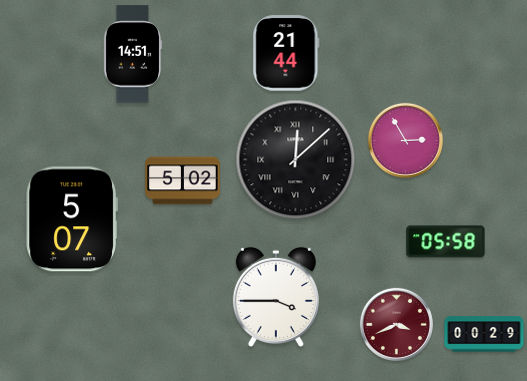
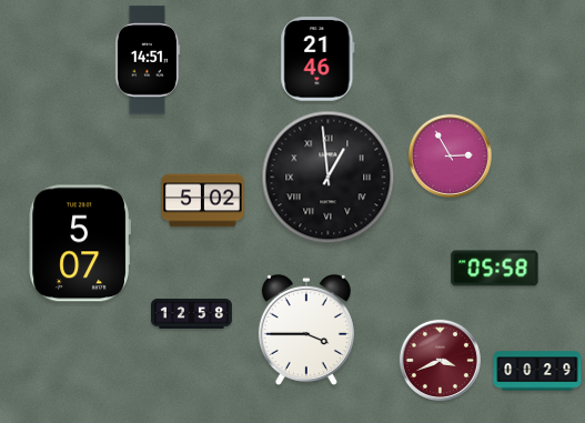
clock at (286, 53): 21:44 -> 21:46
clock at (296, 160): 12:08 -> 12:59
clock at (191, 314): none -> 12:58
